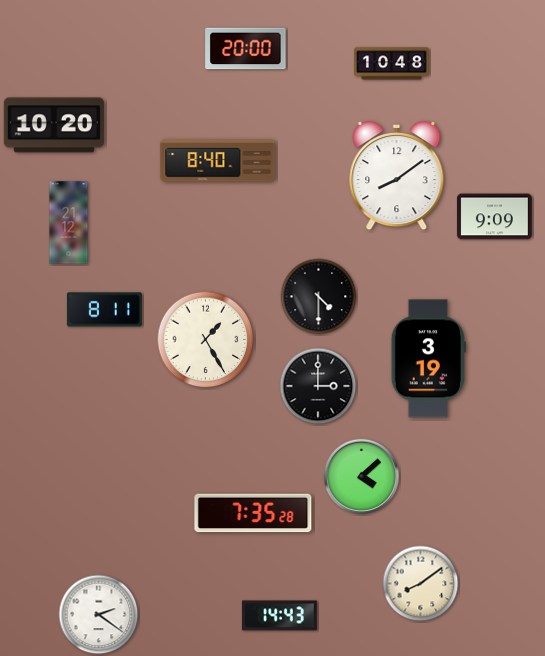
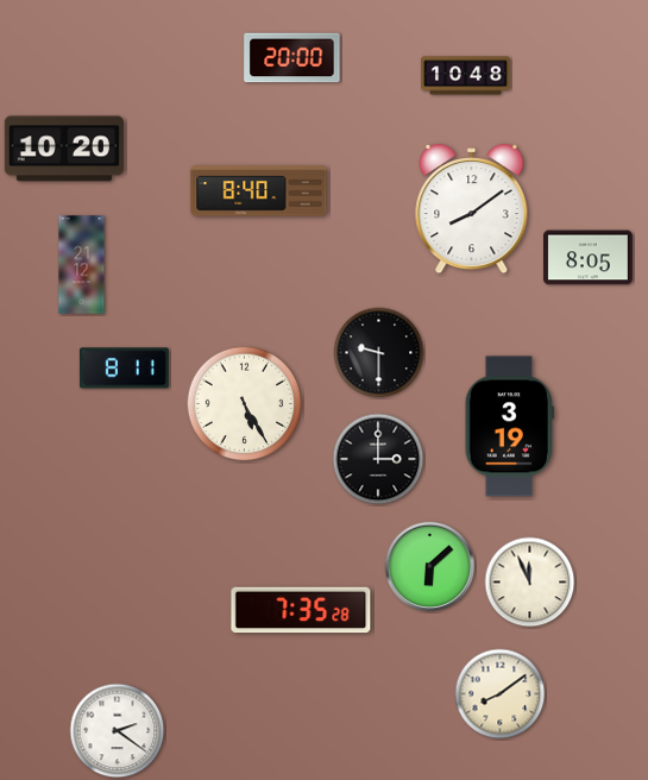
clock at (494, 217): 9:09 -> 8:05
clock at (319, 297): 4:30 -> 9:30
clock at (206, 340): 1:25 -> 5:25
clock at (362, 477): 4:08 -> 6:08
clock at (530, 583): none -> 11:56
clock at (279, 616): 14:43 -> none
